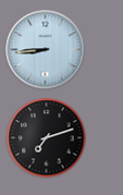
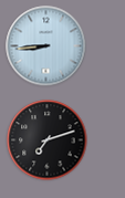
clock at (46, 50) position: (46, 50) -> (46, 46)
